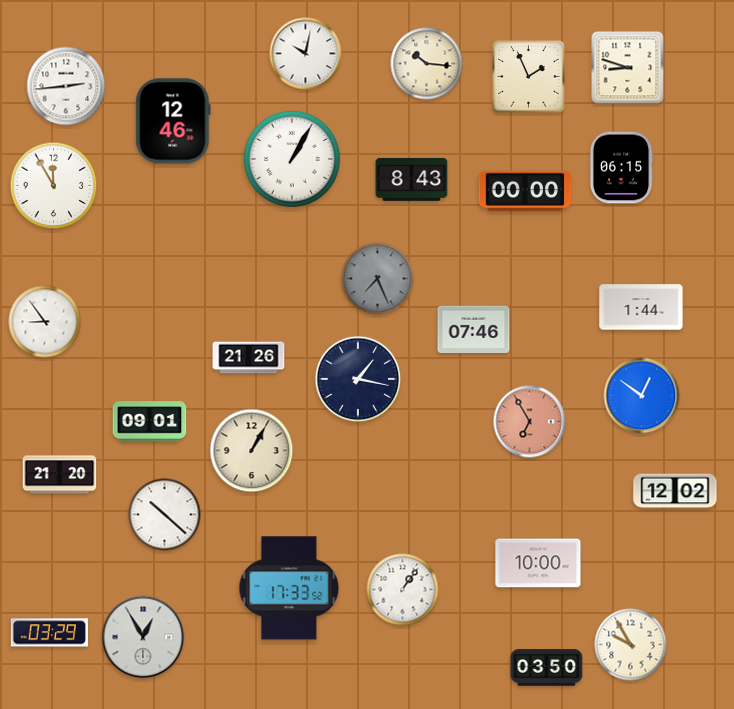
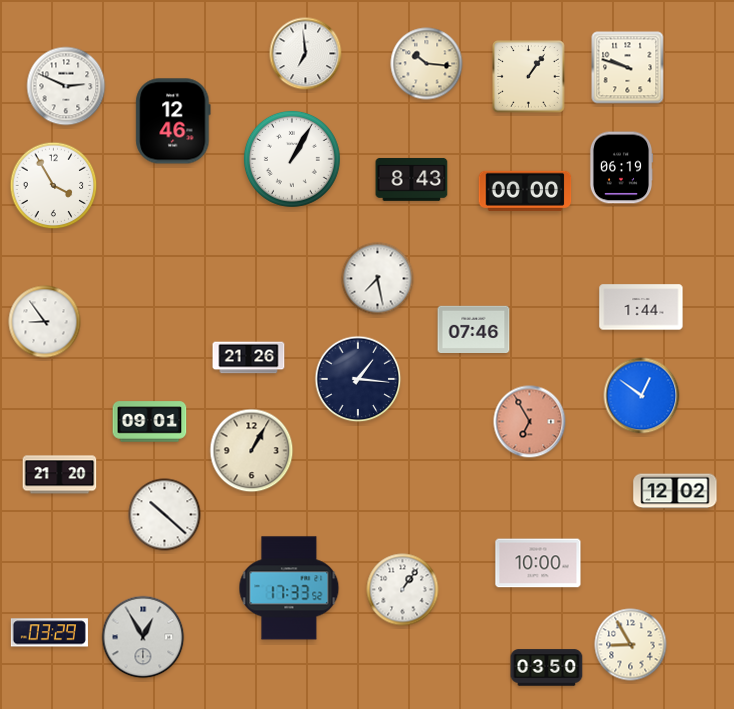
clock at (306, 54): 10:02 -> 6:59
clock at (628, 68): 8:48 -> 9:48
clock at (529, 77): 1:56 -> 1:06
clock at (66, 86): 2:44 -> 2:49
clock at (621, 168): 06:15 -> 06:19
clock at (54, 186): 11:55 -> 3:55
clock at (378, 279): 7:26 -> 7:28
clock at (378, 279) dial: grey -> white
clock at (358, 379): 1:17 -> 1:16
clock at (631, 645): 9:55 -> 8:55
